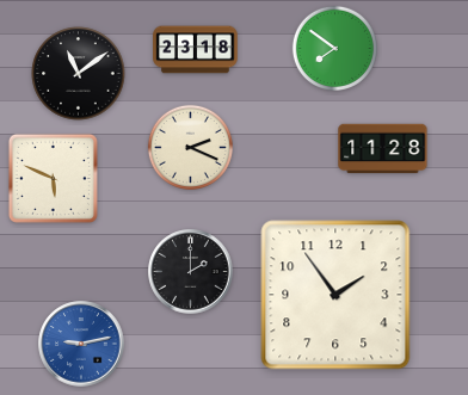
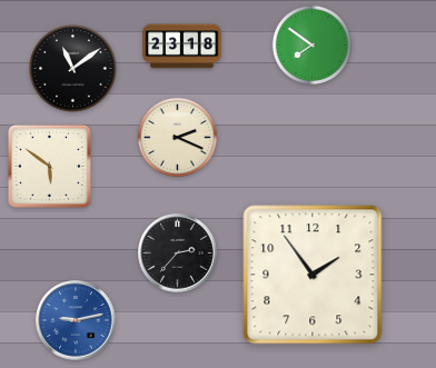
clock at (383, 149): 11:28 -> none
clock at (53, 178): 5:49 -> 5:51
clock at (191, 272): 2:00 -> 2:37
